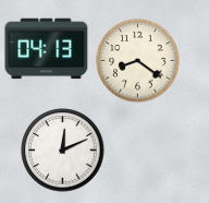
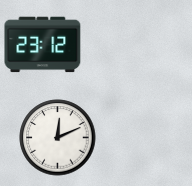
clock at (47, 49): 04:13 -> 23:12
clock at (138, 61): 8:21 -> none
